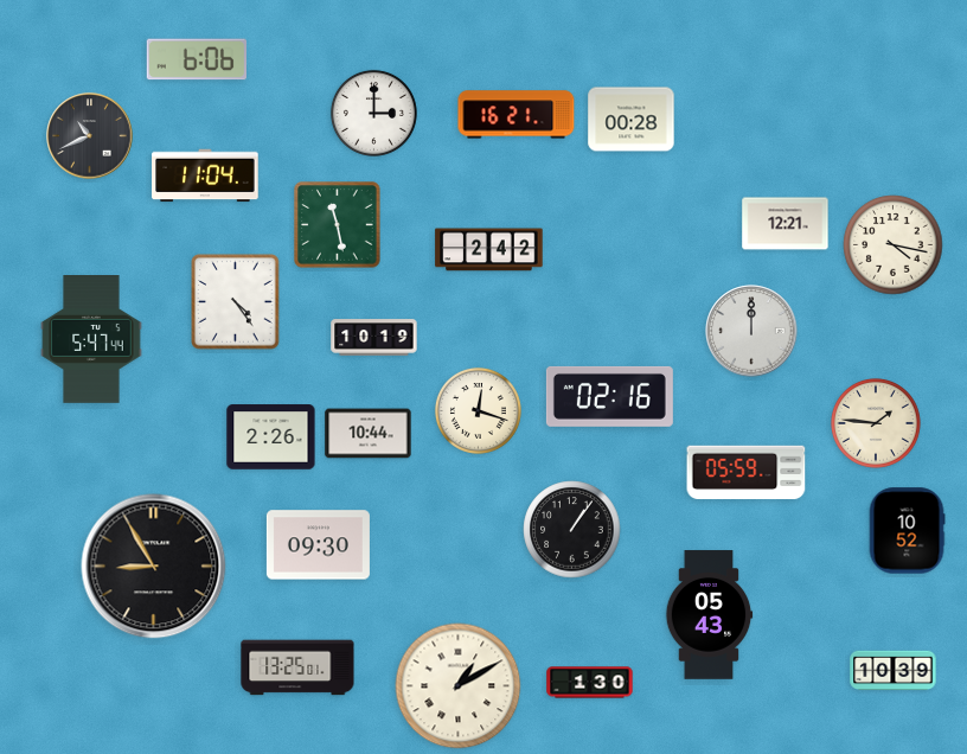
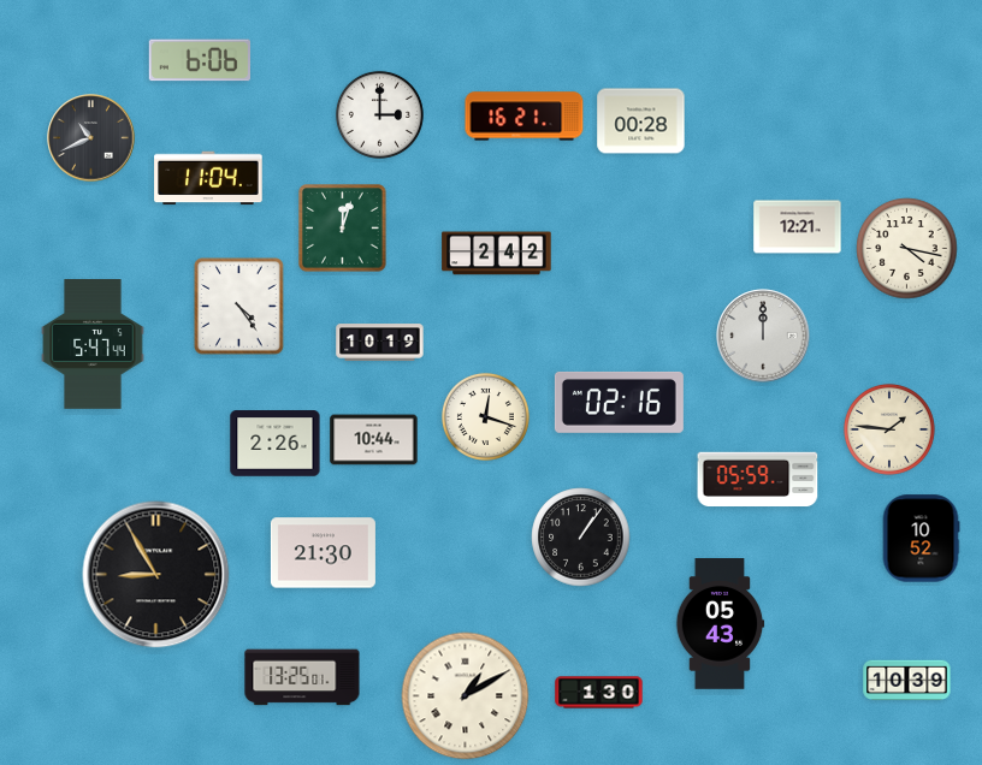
clock at (338, 225): 11:28 -> 12:03
clock at (318, 545): 09:30 -> 21:30
